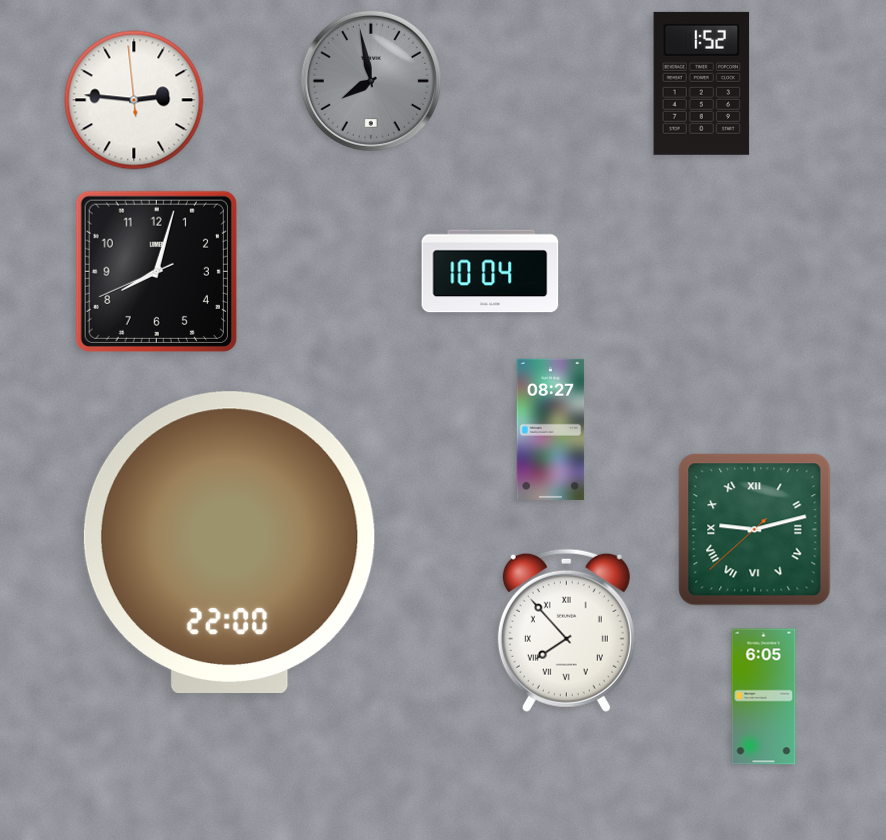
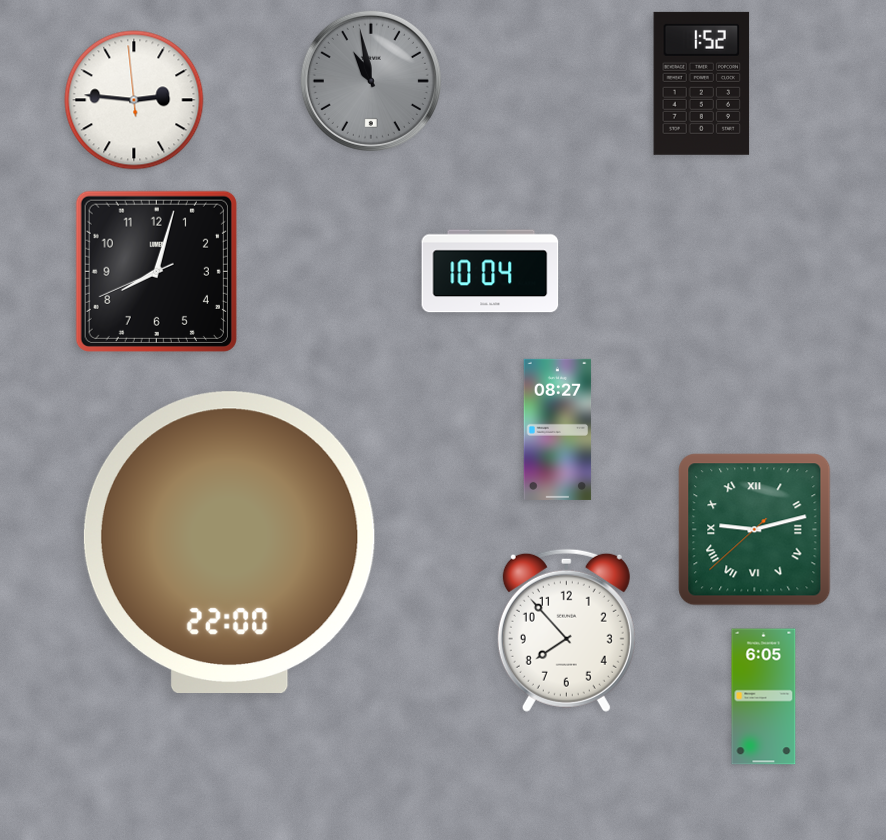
clock at (371, 81): 7:58 -> 10:58
clock at (551, 429) position: (551, 429) -> (558, 429)
clock at (566, 630) numerals: Roman -> Arabic
